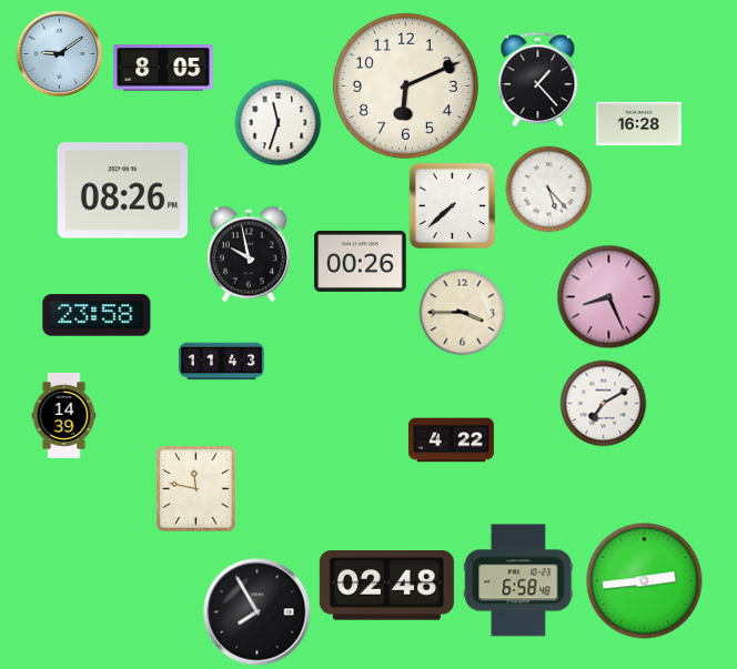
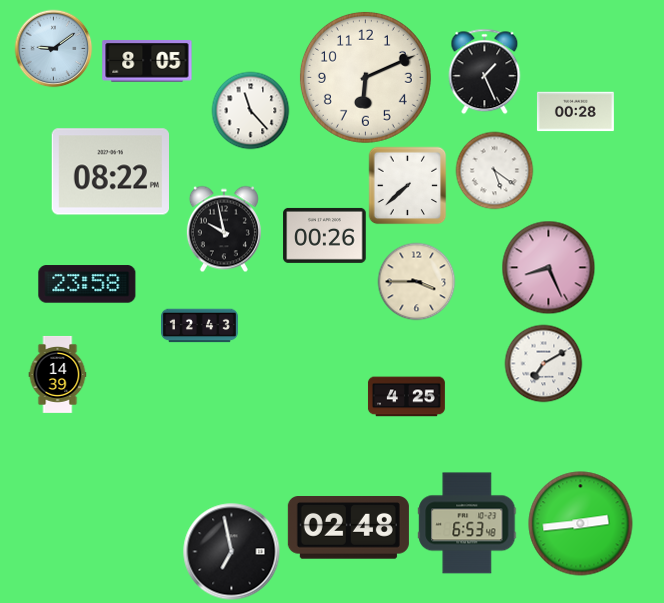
clock at (538, 79): 1:23 -> 1:26
clock at (277, 122): 11:33 -> 11:23
clock at (638, 124): 16:28 -> 00:28
clock at (548, 189): 5:23 -> 5:21
clock at (122, 191): 08:26 -> 08:22
clock at (222, 362): 11:43 -> 12:43
clock at (451, 440): 4:22 -> 4:25
clock at (196, 488): 11:47 -> none
clock at (518, 580): 6:58 -> 6:53
clock at (258, 612): 7:55 -> 6:58
